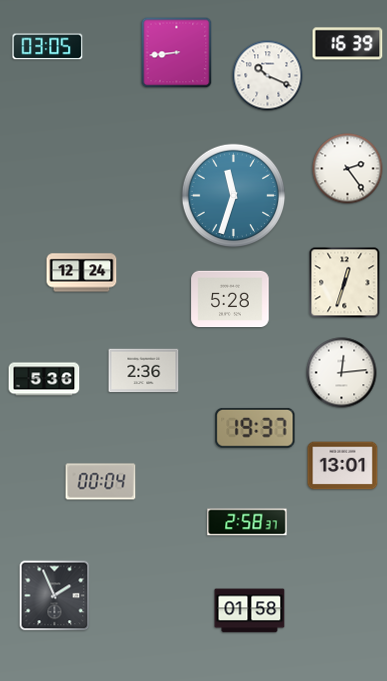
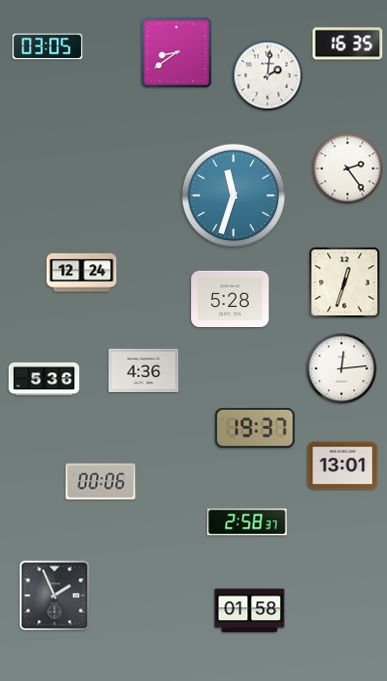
clock at (348, 44): 16:39 -> 16:35
clock at (177, 53): 8:44 -> 8:39
clock at (268, 76): 10:19 -> 2:01
clock at (144, 371): 2:36 -> 4:36
clock at (342, 373) position: (342, 373) -> (342, 369)
clock at (101, 482): 00:04 -> 00:06
